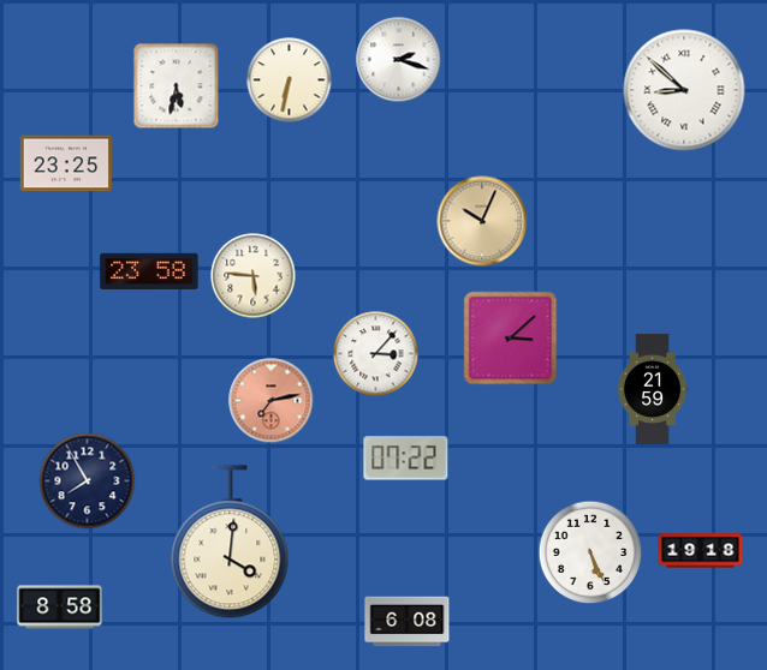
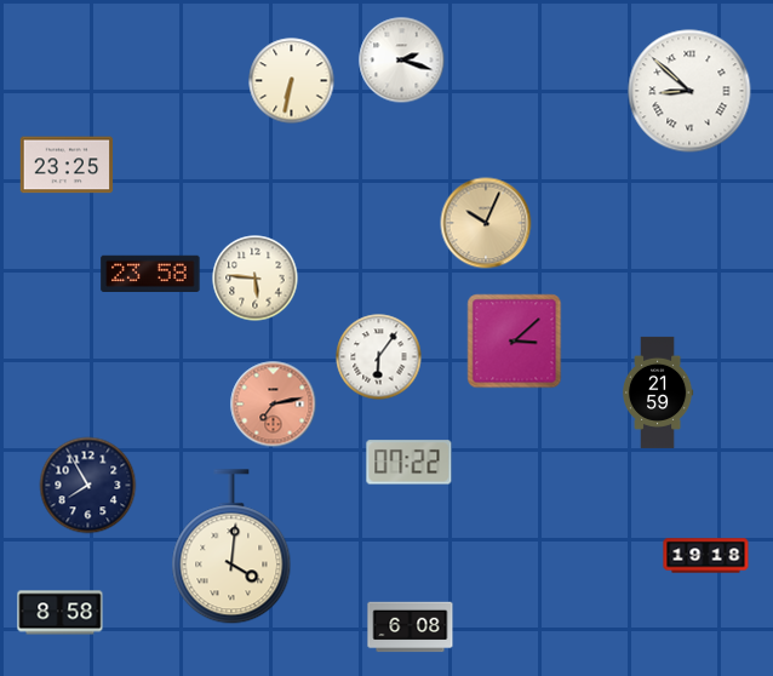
clock at (177, 86): 5:32 -> none
clock at (376, 354): 3:07 -> 6:06
clock at (590, 552): 5:26 -> none
